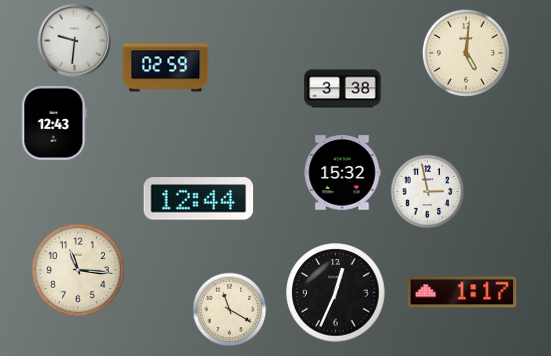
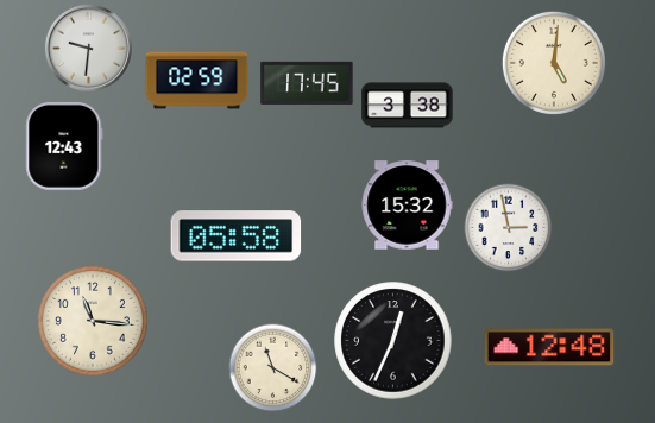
clock at (307, 83): none -> 17:45
clock at (199, 199): 12:44 -> 05:58
clock at (462, 292): 1:17 -> 12:48
clock at (336, 293) position: (336, 293) -> (393, 341)
